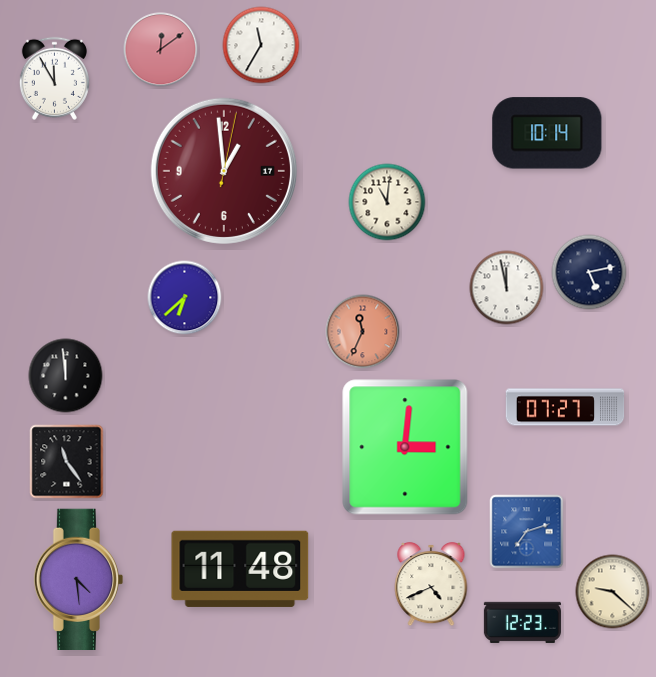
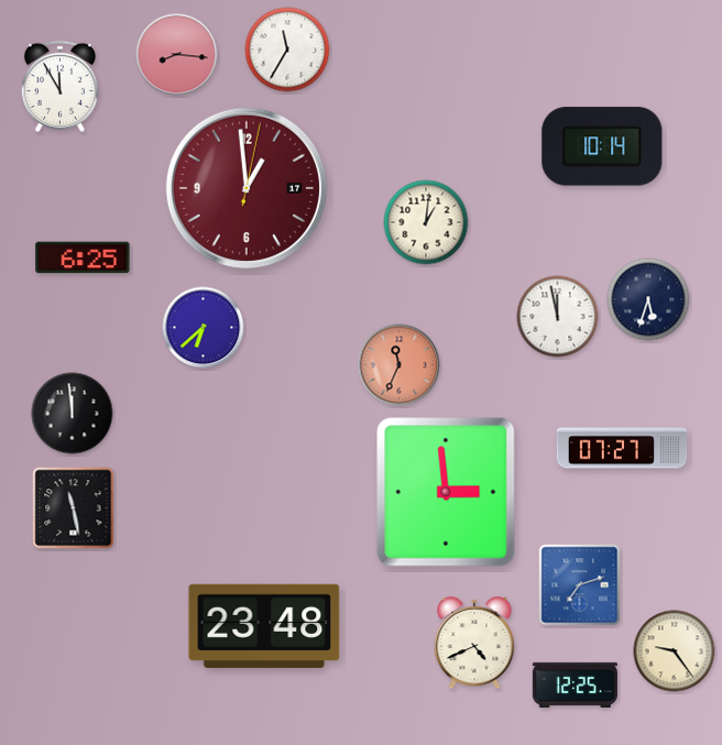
clock at (161, 50): 12:09 -> 8:16
clock at (387, 202): 11:01 -> 1:01
clock at (83, 258): none -> 6:25
clock at (589, 272): 5:13 -> 5:33
clock at (405, 447): 3:01 -> 2:59
clock at (67, 462): 11:24 -> 11:28
clock at (240, 569): 11:48 -> 23:48
clock at (79, 579): 4:29 -> none
clock at (613, 592): 9:22 -> 9:24
clock at (522, 622): 12:23 -> 12:25
